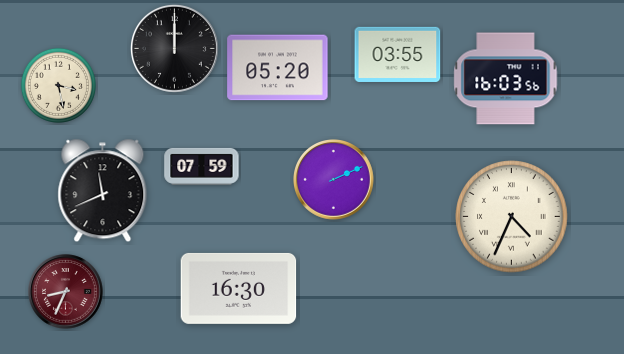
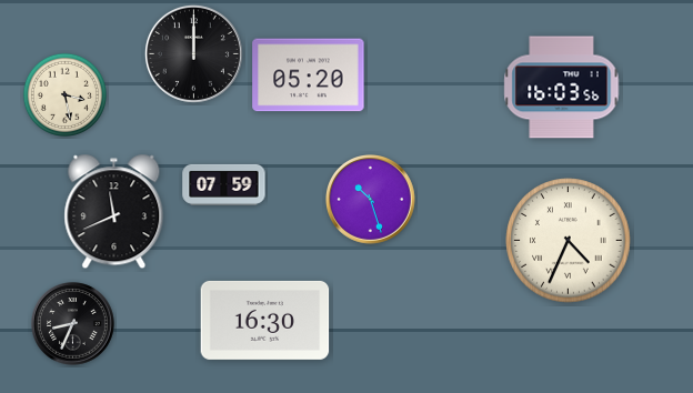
clock at (398, 54): 03:55 -> none
clock at (334, 180): 2:11 -> 10:27
clock at (66, 292) dial: burgundy -> black
